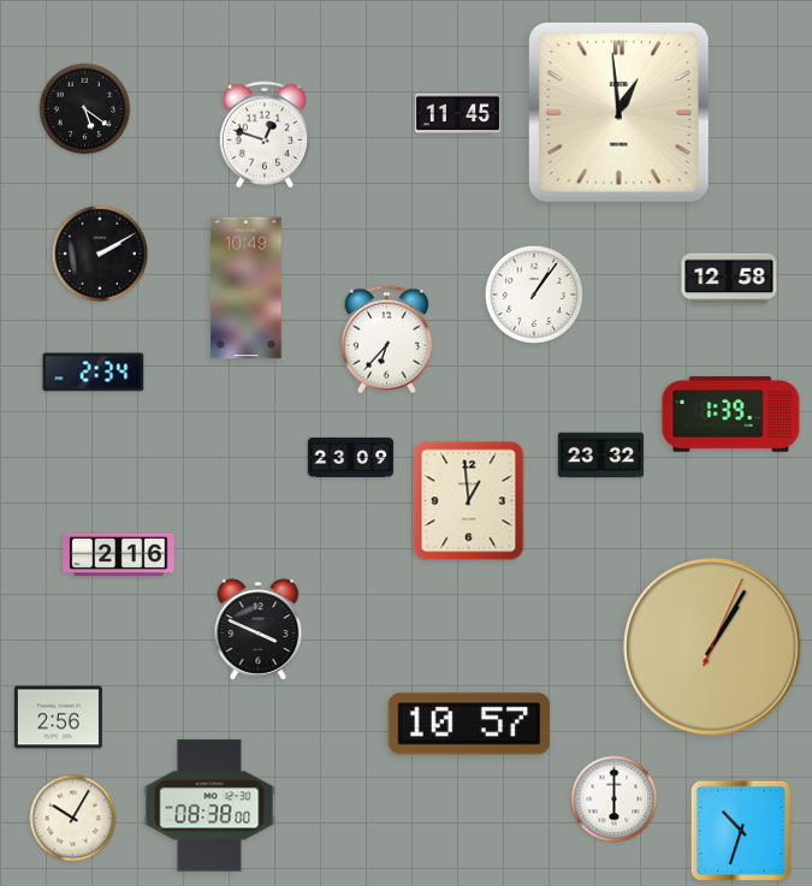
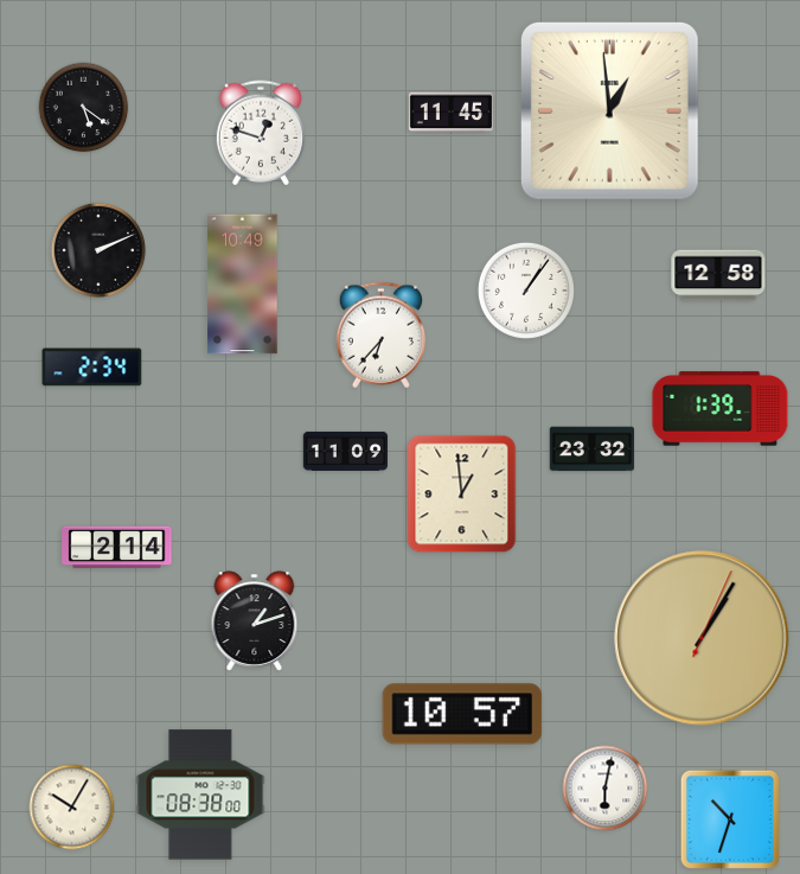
clock at (99, 252): 2:10 -> 2:11
clock at (351, 457): 23:09 -> 11:09
clock at (119, 555): 2:16 -> 2:14
clock at (259, 630): 3:49 -> 1:12
clock at (58, 718): 2:56 -> none
clock at (615, 799): 6:00 -> 6:02
clock at (209, 805) position: (209, 805) -> (200, 795)
